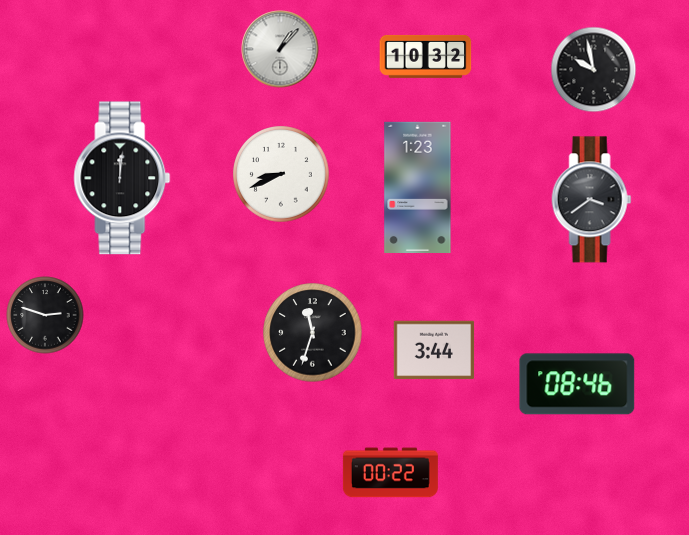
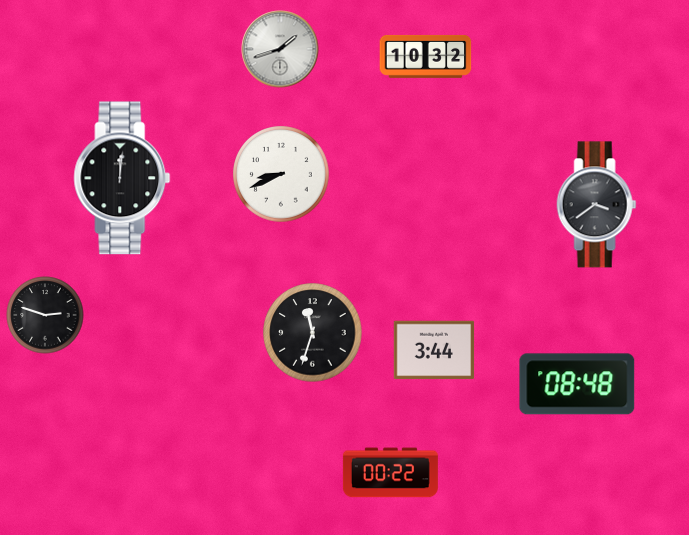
clock at (280, 49): 1:07 -> 1:42
clock at (594, 70): 9:58 -> none
clock at (418, 187): 1:23 -> none
clock at (592, 200) position: (592, 200) -> (597, 205)
clock at (577, 384): 08:46 -> 08:48
